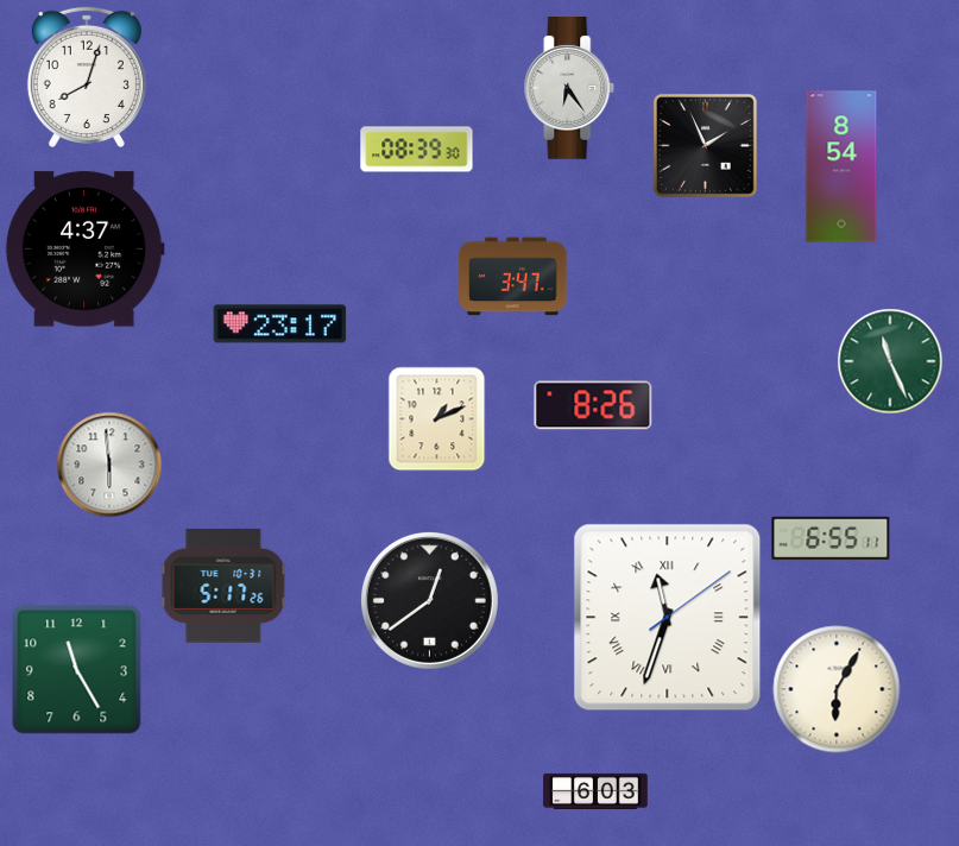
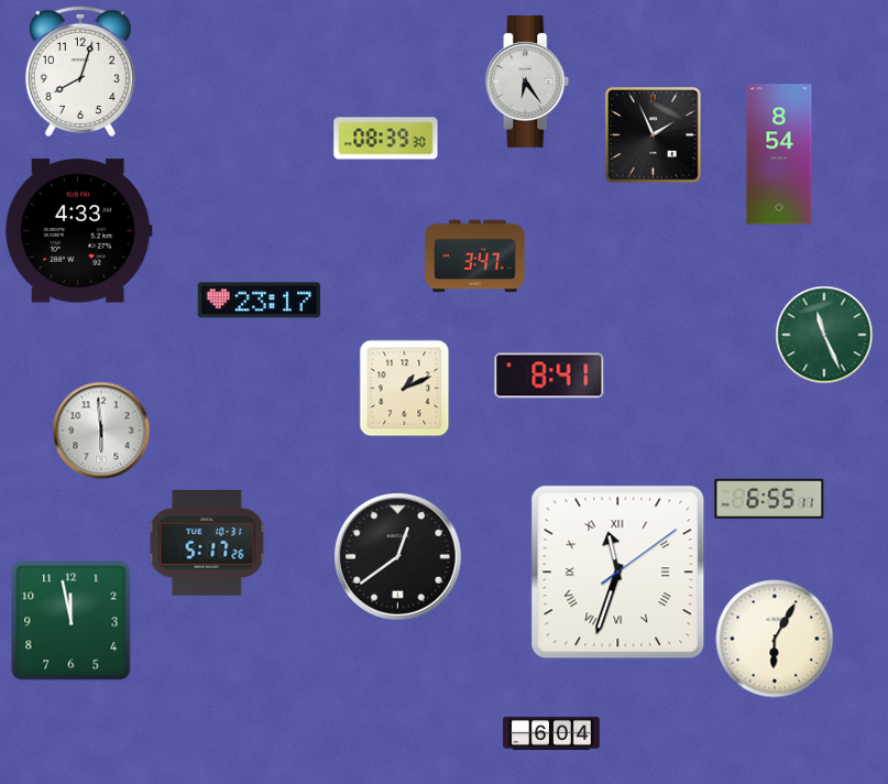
clock at (84, 250): 4:37 -> 4:33
clock at (593, 405): 8:26 -> 8:41
clock at (77, 670): 11:25 -> 11:58
clock at (595, 791): 6:03 -> 6:04
